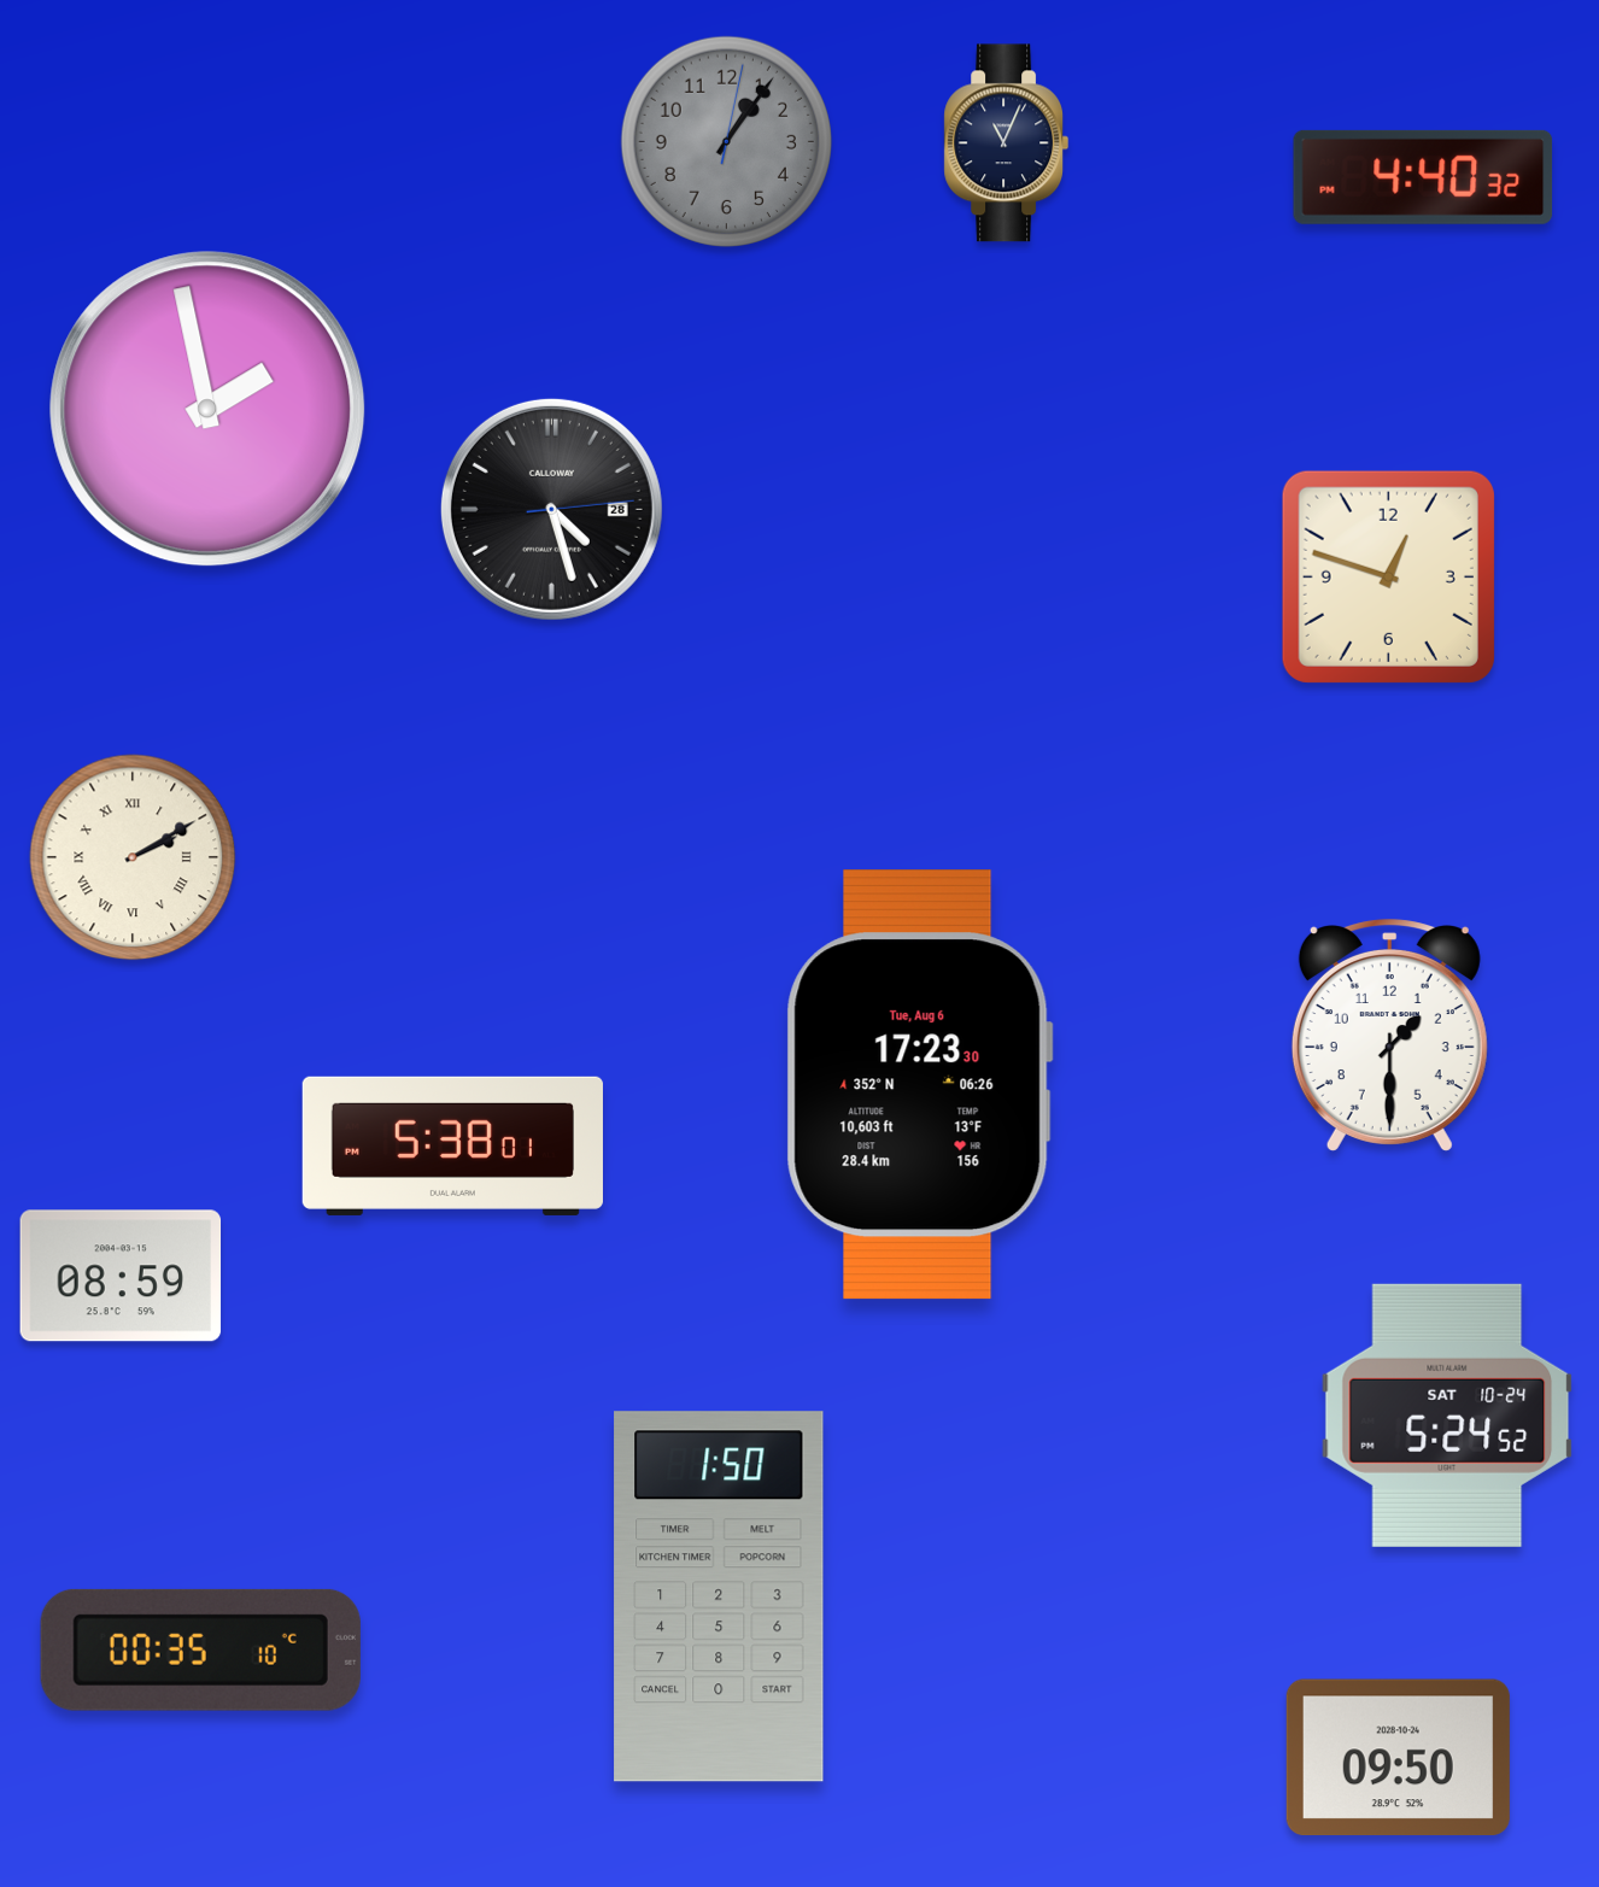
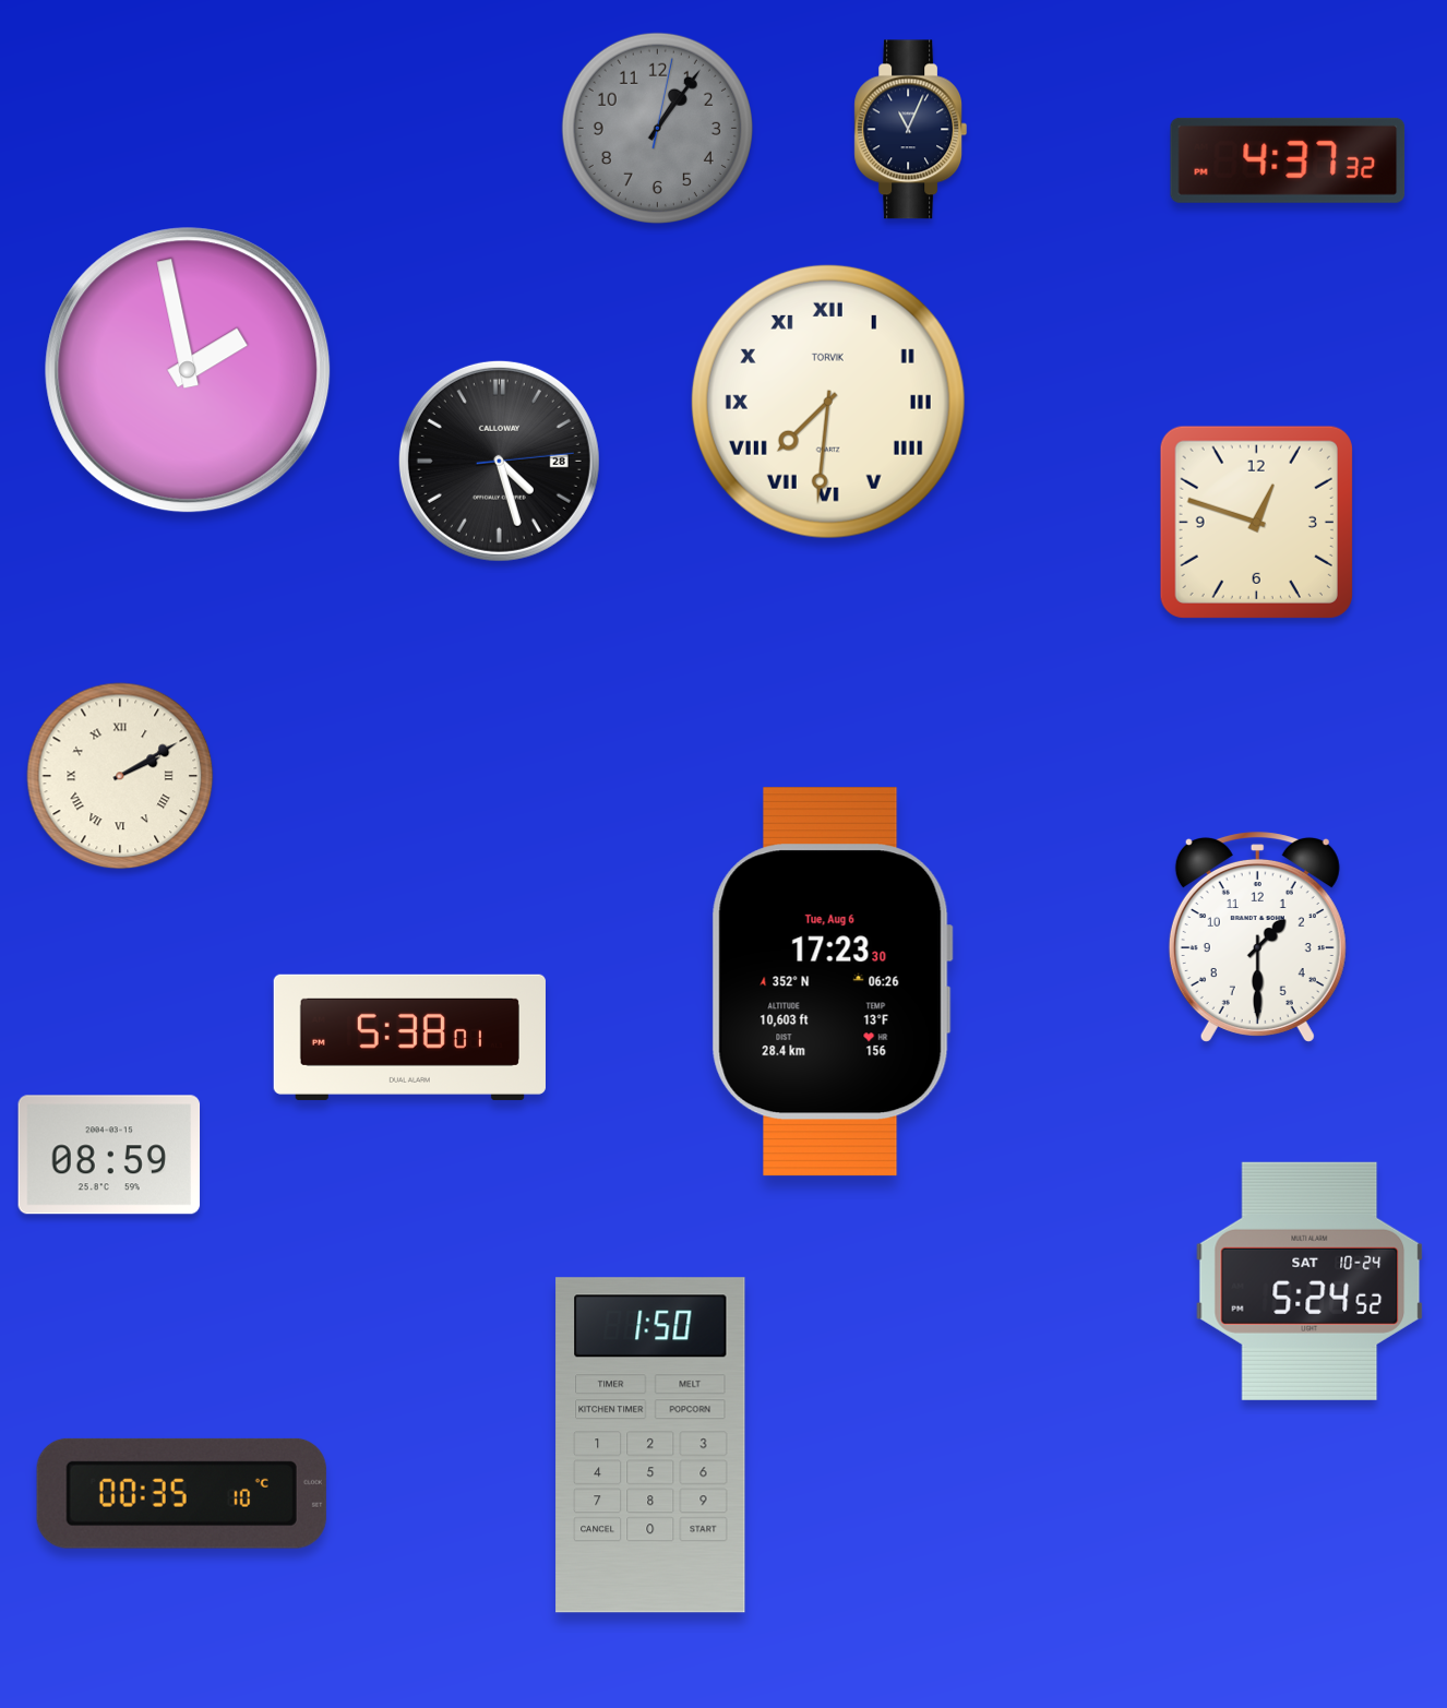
clock at (1423, 177): 4:40 -> 4:37
clock at (828, 402): none -> 7:31
clock at (1398, 1758): 09:50 -> none
